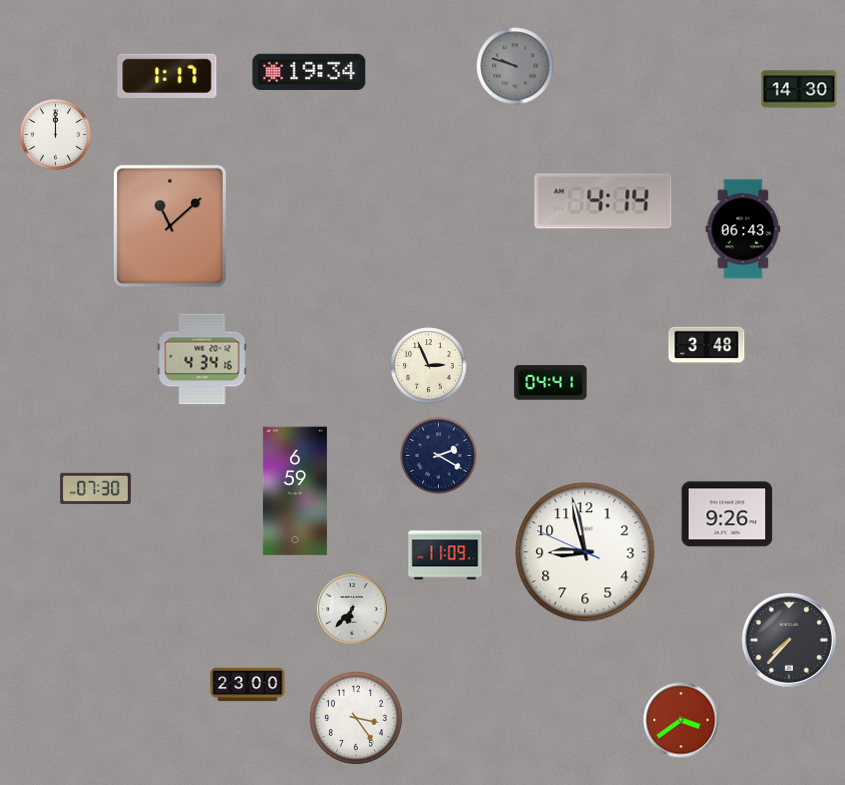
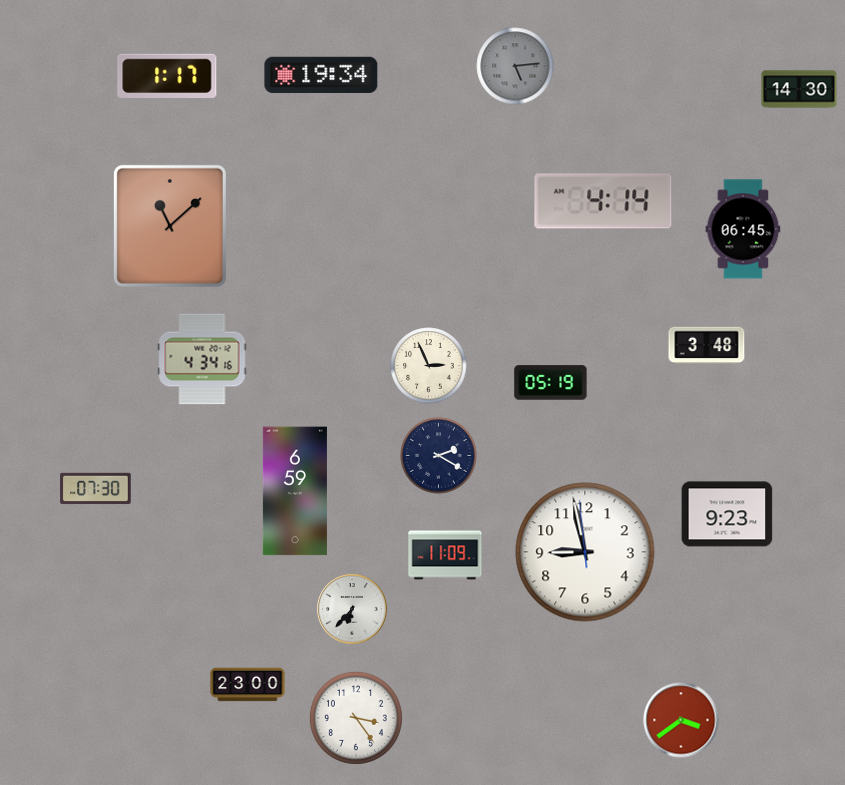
clock at (515, 66): 9:48 -> 5:14
clock at (309, 72) position: (309, 72) -> (321, 75)
clock at (55, 134): 12:00 -> none
clock at (743, 229): 06:43 -> 06:45
clock at (551, 383): 04:41 -> 05:19
clock at (727, 514): 9:26 -> 9:23
clock at (585, 552): 8:57:49 -> 8:57:59
clock at (789, 640): 7:37 -> none
